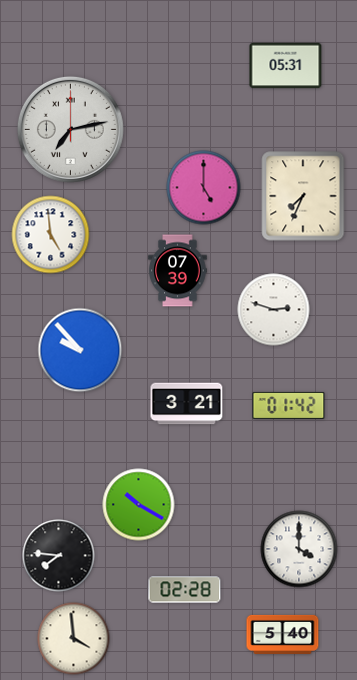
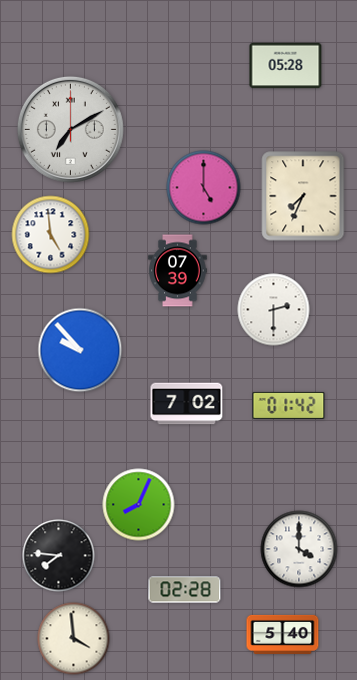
clock at (286, 66): 05:31 -> 05:28
clock at (70, 129): 7:13 -> 7:10
clock at (274, 310): 2:48 -> 2:30
clock at (187, 404): 3:21 -> 7:02
clock at (139, 505): 10:20 -> 8:04
